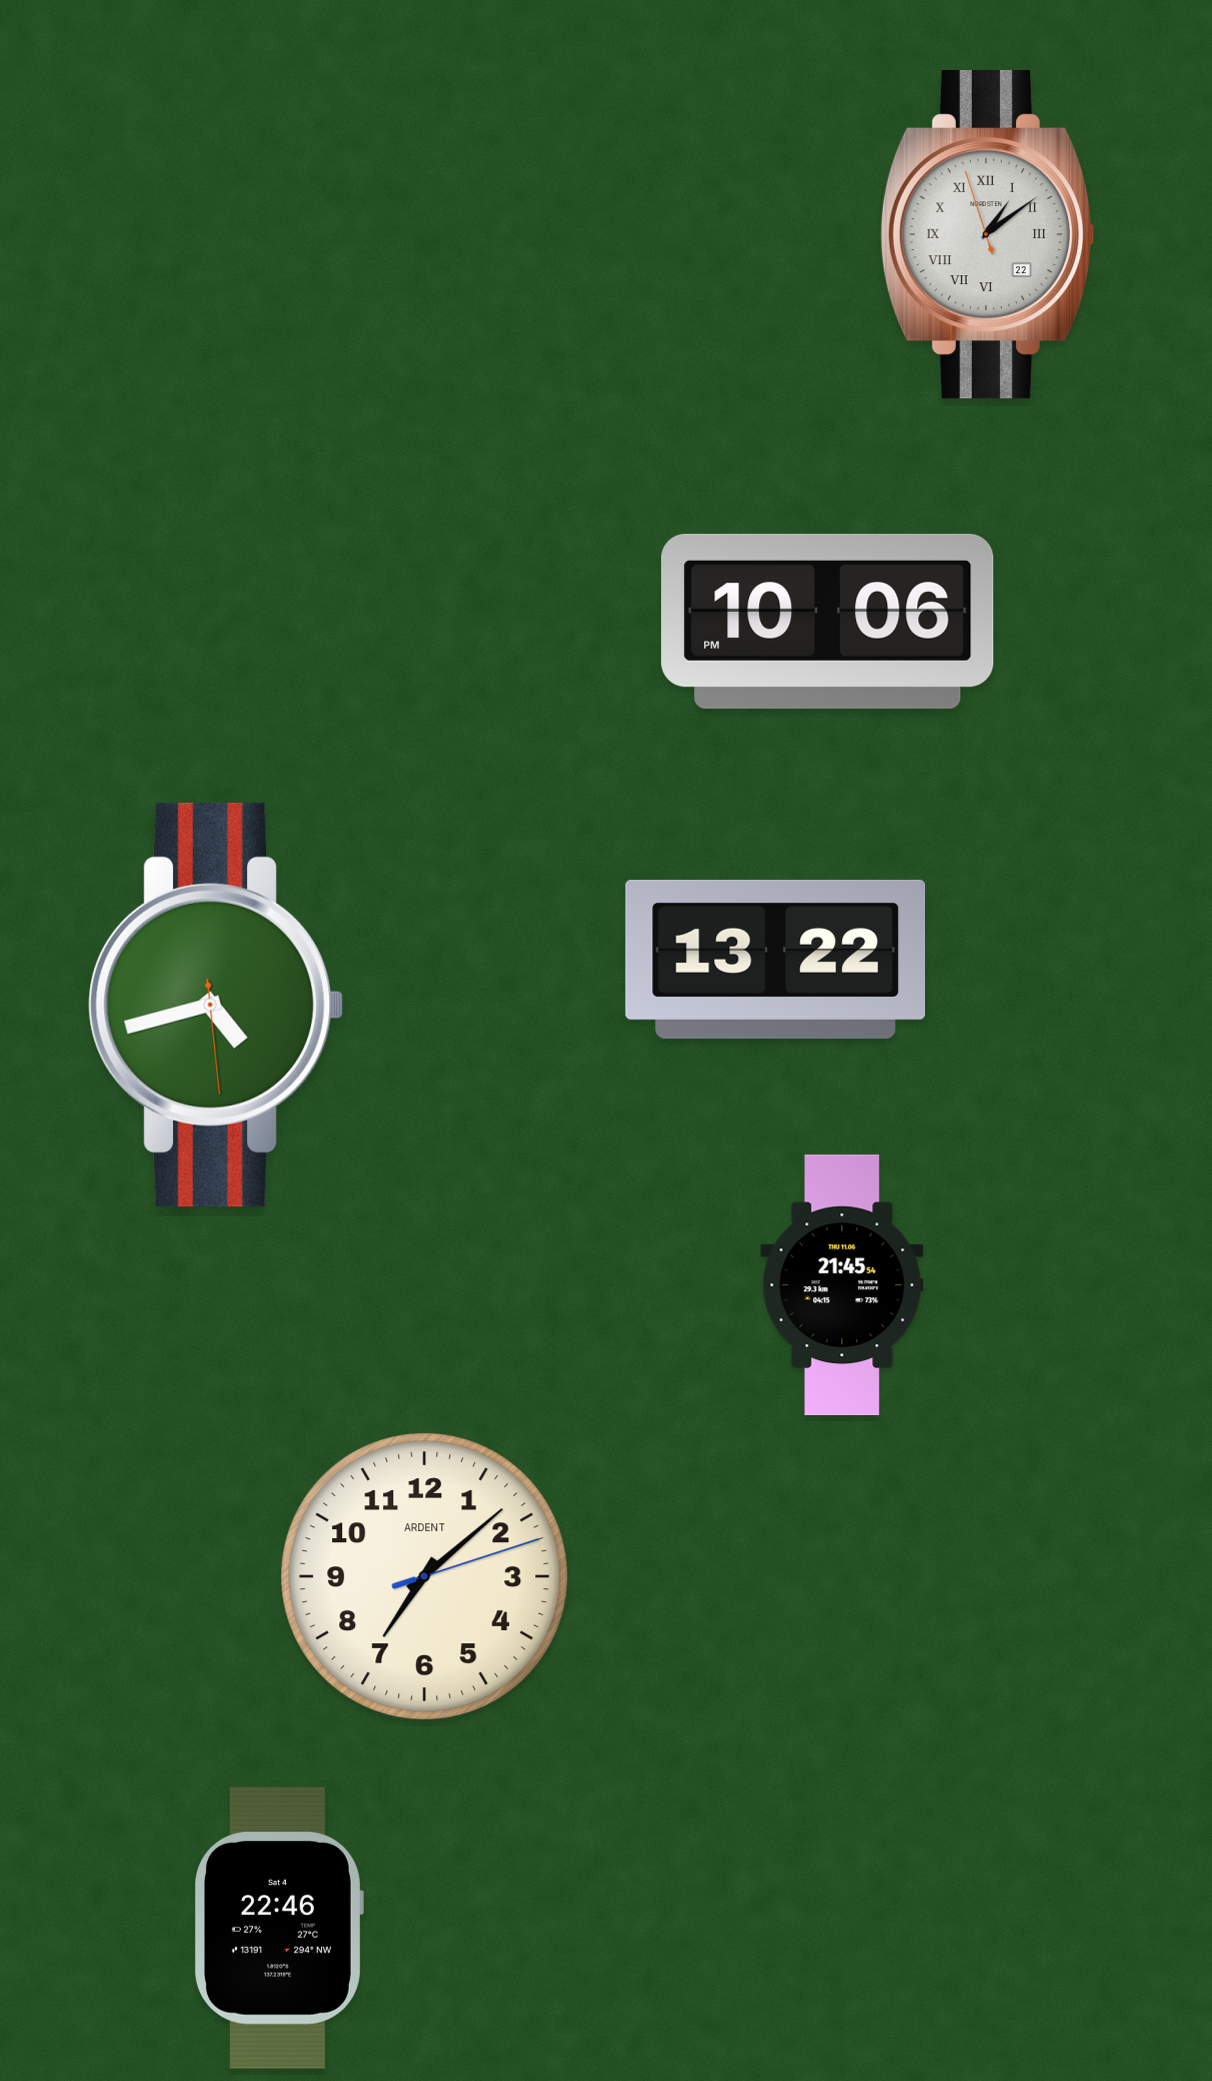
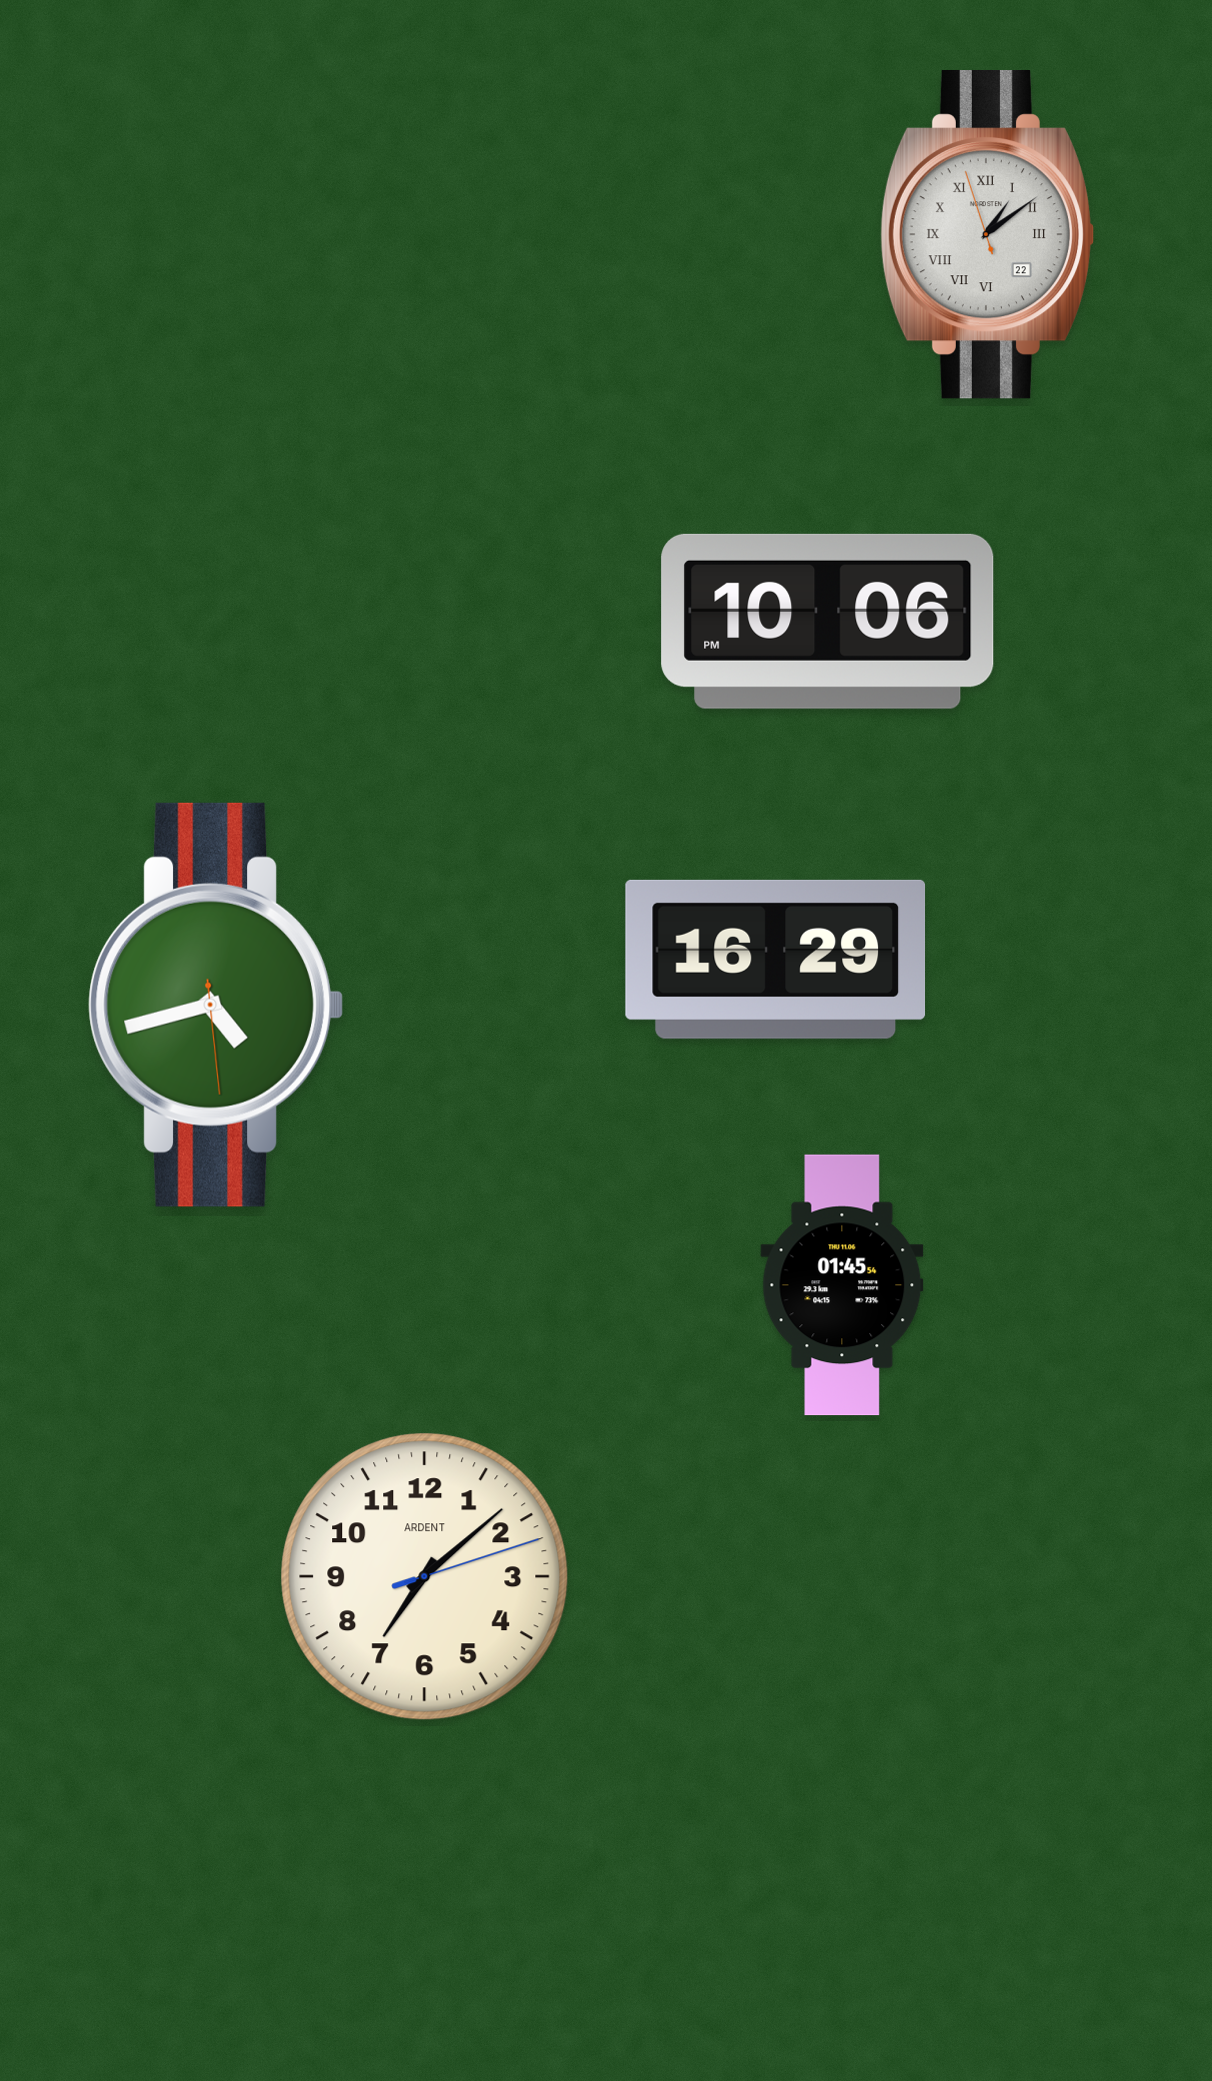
clock at (776, 959): 13:22 -> 16:29
clock at (842, 1285): 21:45 -> 01:45
clock at (278, 1928): 22:46 -> none
